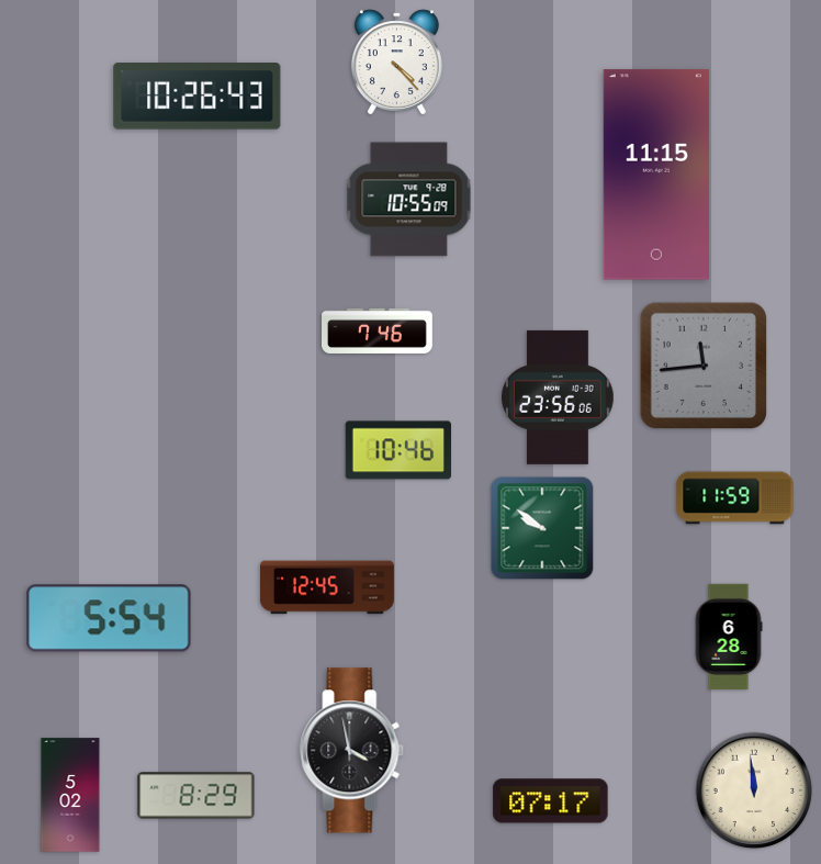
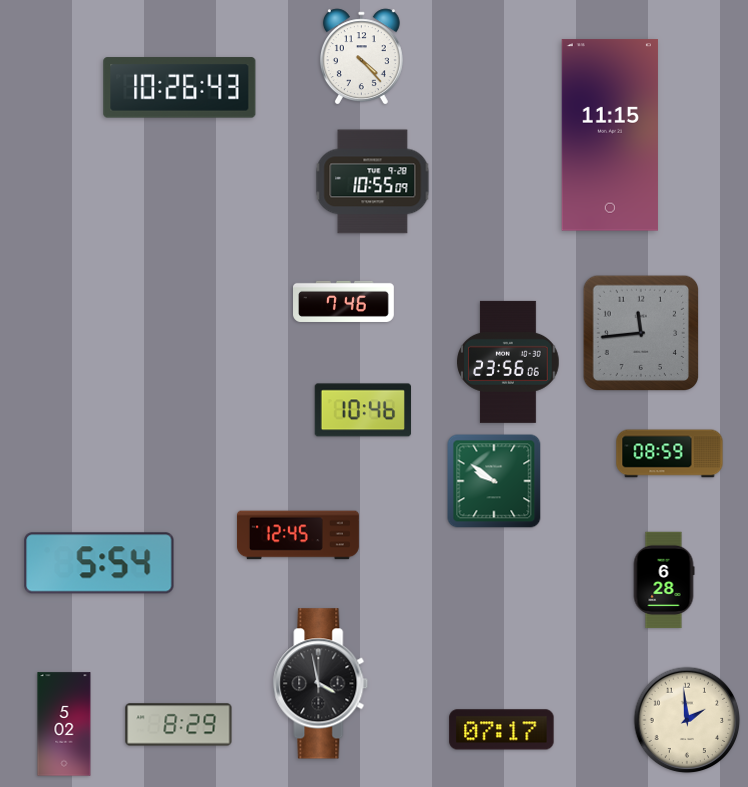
clock at (656, 175) position: (656, 175) -> (610, 135)
clock at (735, 498): 11:59 -> 08:59
clock at (754, 790): 11:59 -> 1:59
